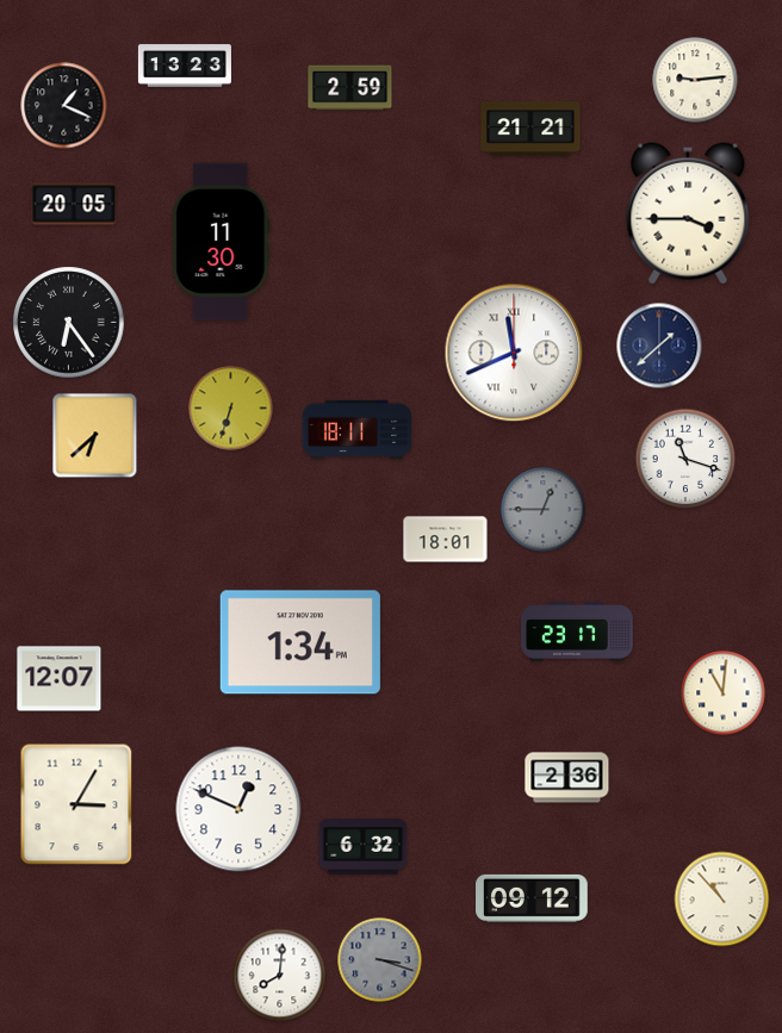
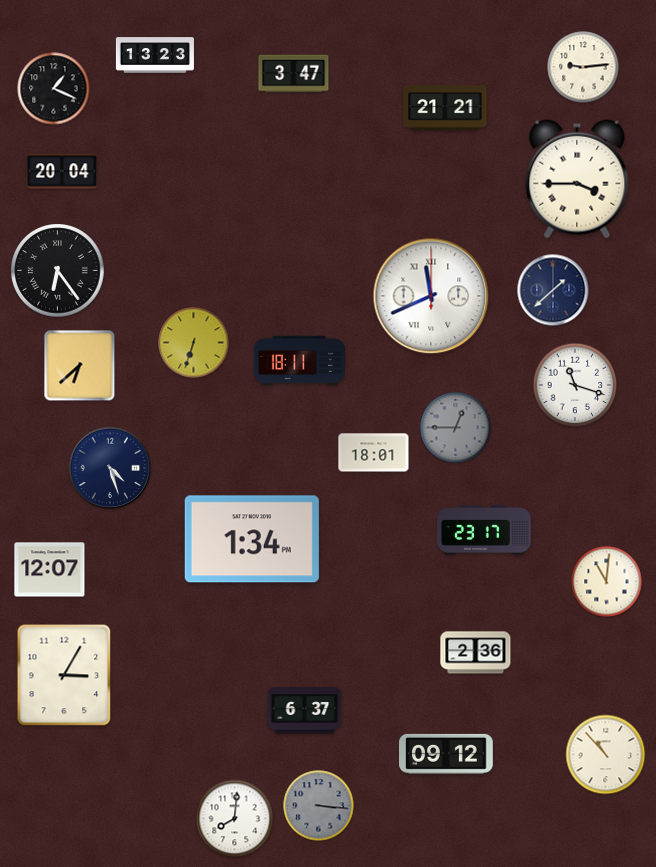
clock at (350, 88): 2:59 -> 3:47
clock at (74, 204): 20:05 -> 20:04
clock at (222, 242): 11:30 -> none
clock at (110, 468): none -> 4:27
clock at (238, 809): 12:49 -> none
clock at (364, 847): 6:32 -> 6:37
clock at (380, 960): 3:18 -> 3:16
